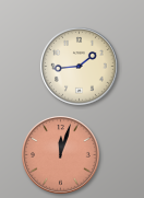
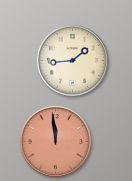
clock at (61, 155): 12:03 -> 11:59
